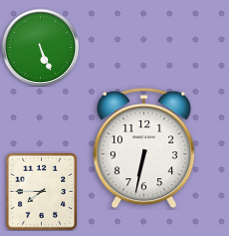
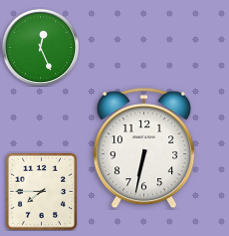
clock at (40, 47): 5:26 -> 12:26
